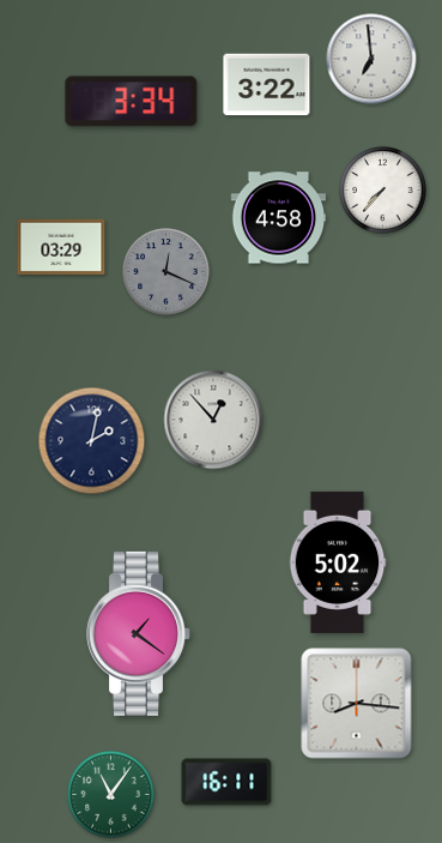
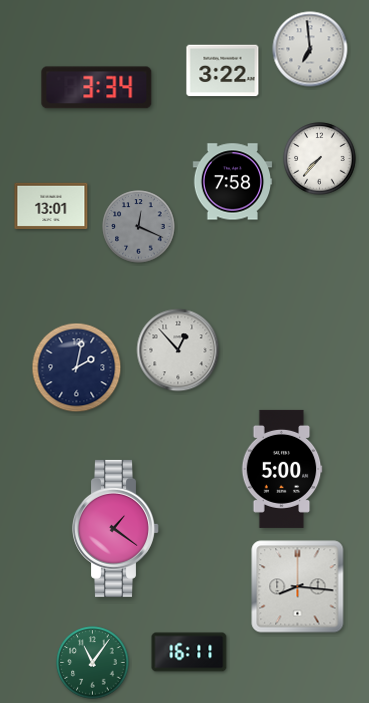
clock at (132, 102) position: (132, 102) -> (97, 88)
clock at (279, 218): 4:58 -> 7:58
clock at (61, 246): 03:29 -> 13:01
clock at (338, 562): 5:02 -> 5:00
